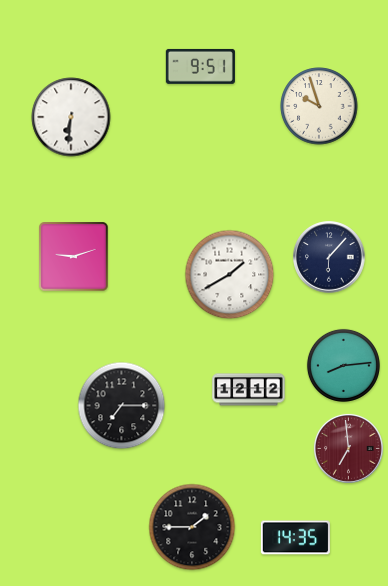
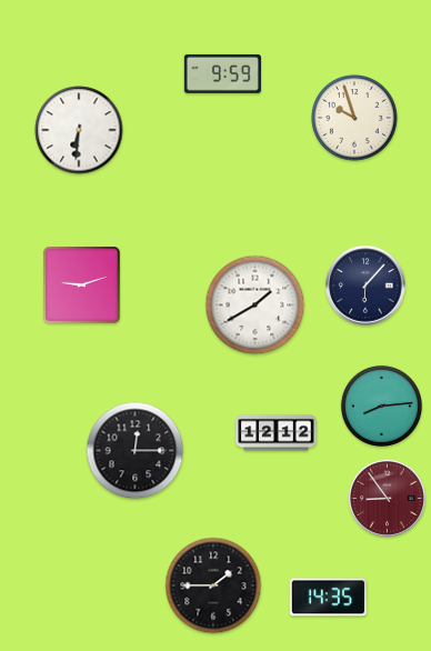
clock at (200, 66): 9:51 -> 9:59
clock at (122, 406): 7:15 -> 12:15
clock at (348, 448): 6:59 -> 8:54
